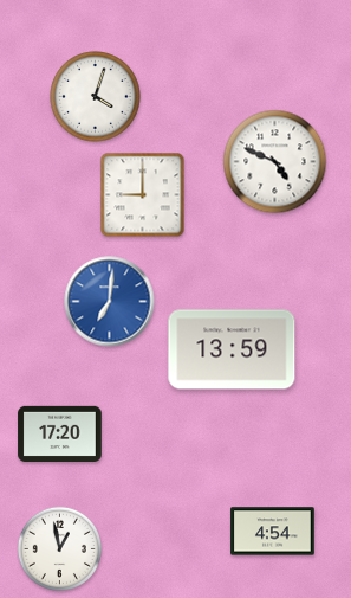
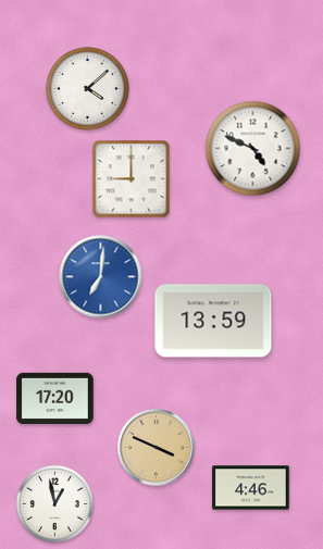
clock at (96, 97): 4:03 -> 4:08
clock at (157, 448): none -> 3:49
clock at (273, 532): 4:54 -> 4:46
